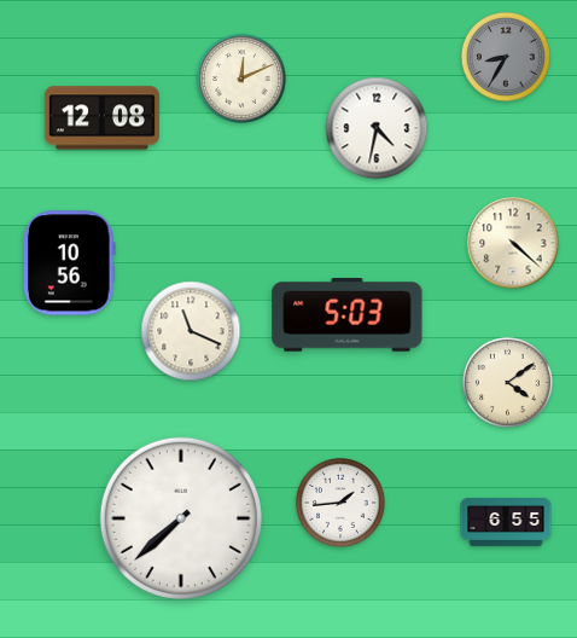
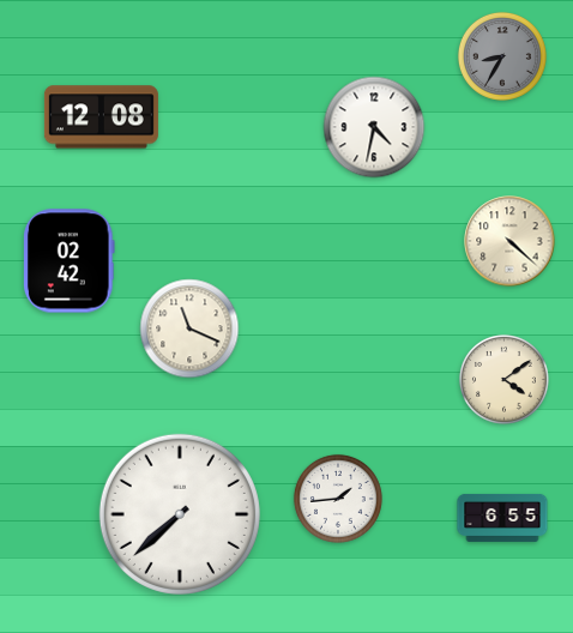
clock at (241, 79): 12:11 -> none
clock at (70, 263): 10:56 -> 02:42
clock at (348, 315): 5:03 -> none
